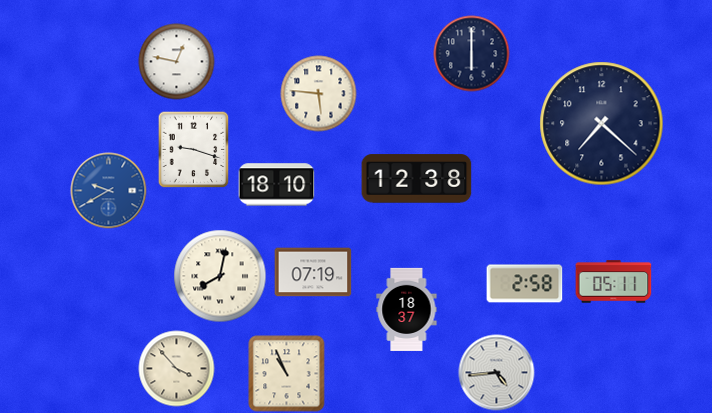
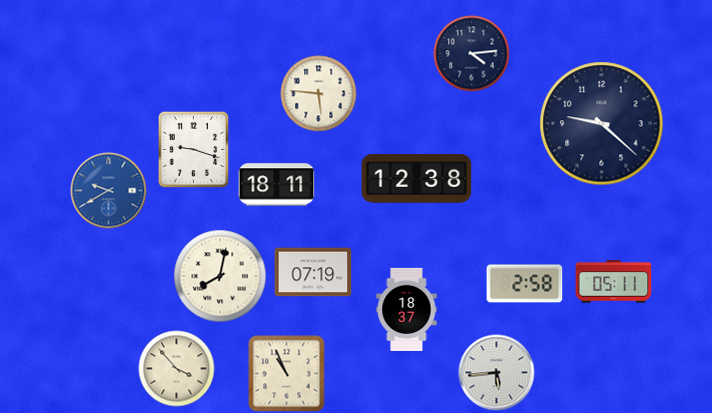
clock at (472, 54): 6:00 -> 4:14
clock at (177, 62): 12:47 -> none
clock at (602, 124): 7:22 -> 9:22
clock at (277, 185): 18:10 -> 18:11
clock at (497, 373): 4:44 -> 5:44
